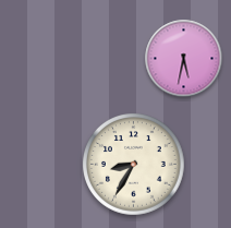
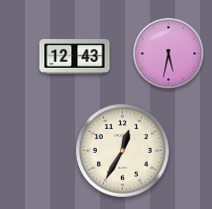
clock at (75, 57): none -> 12:43
clock at (134, 165): 8:35 -> 12:35
